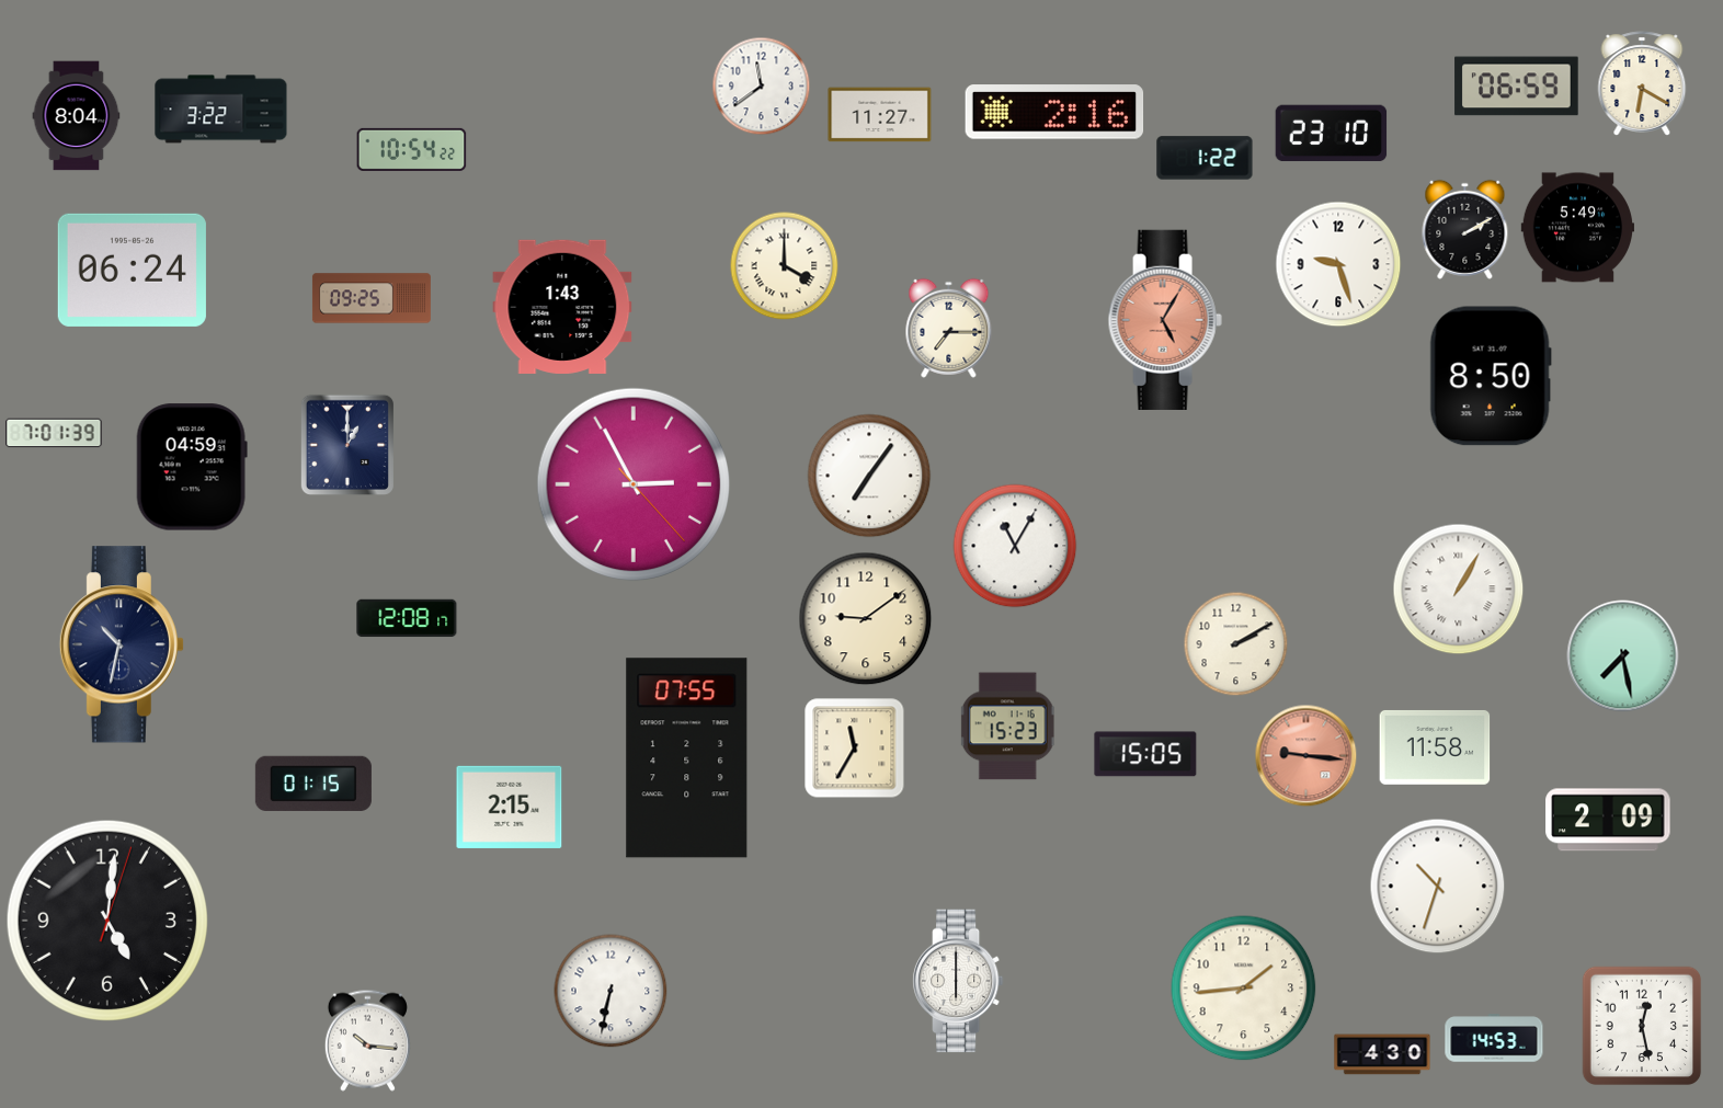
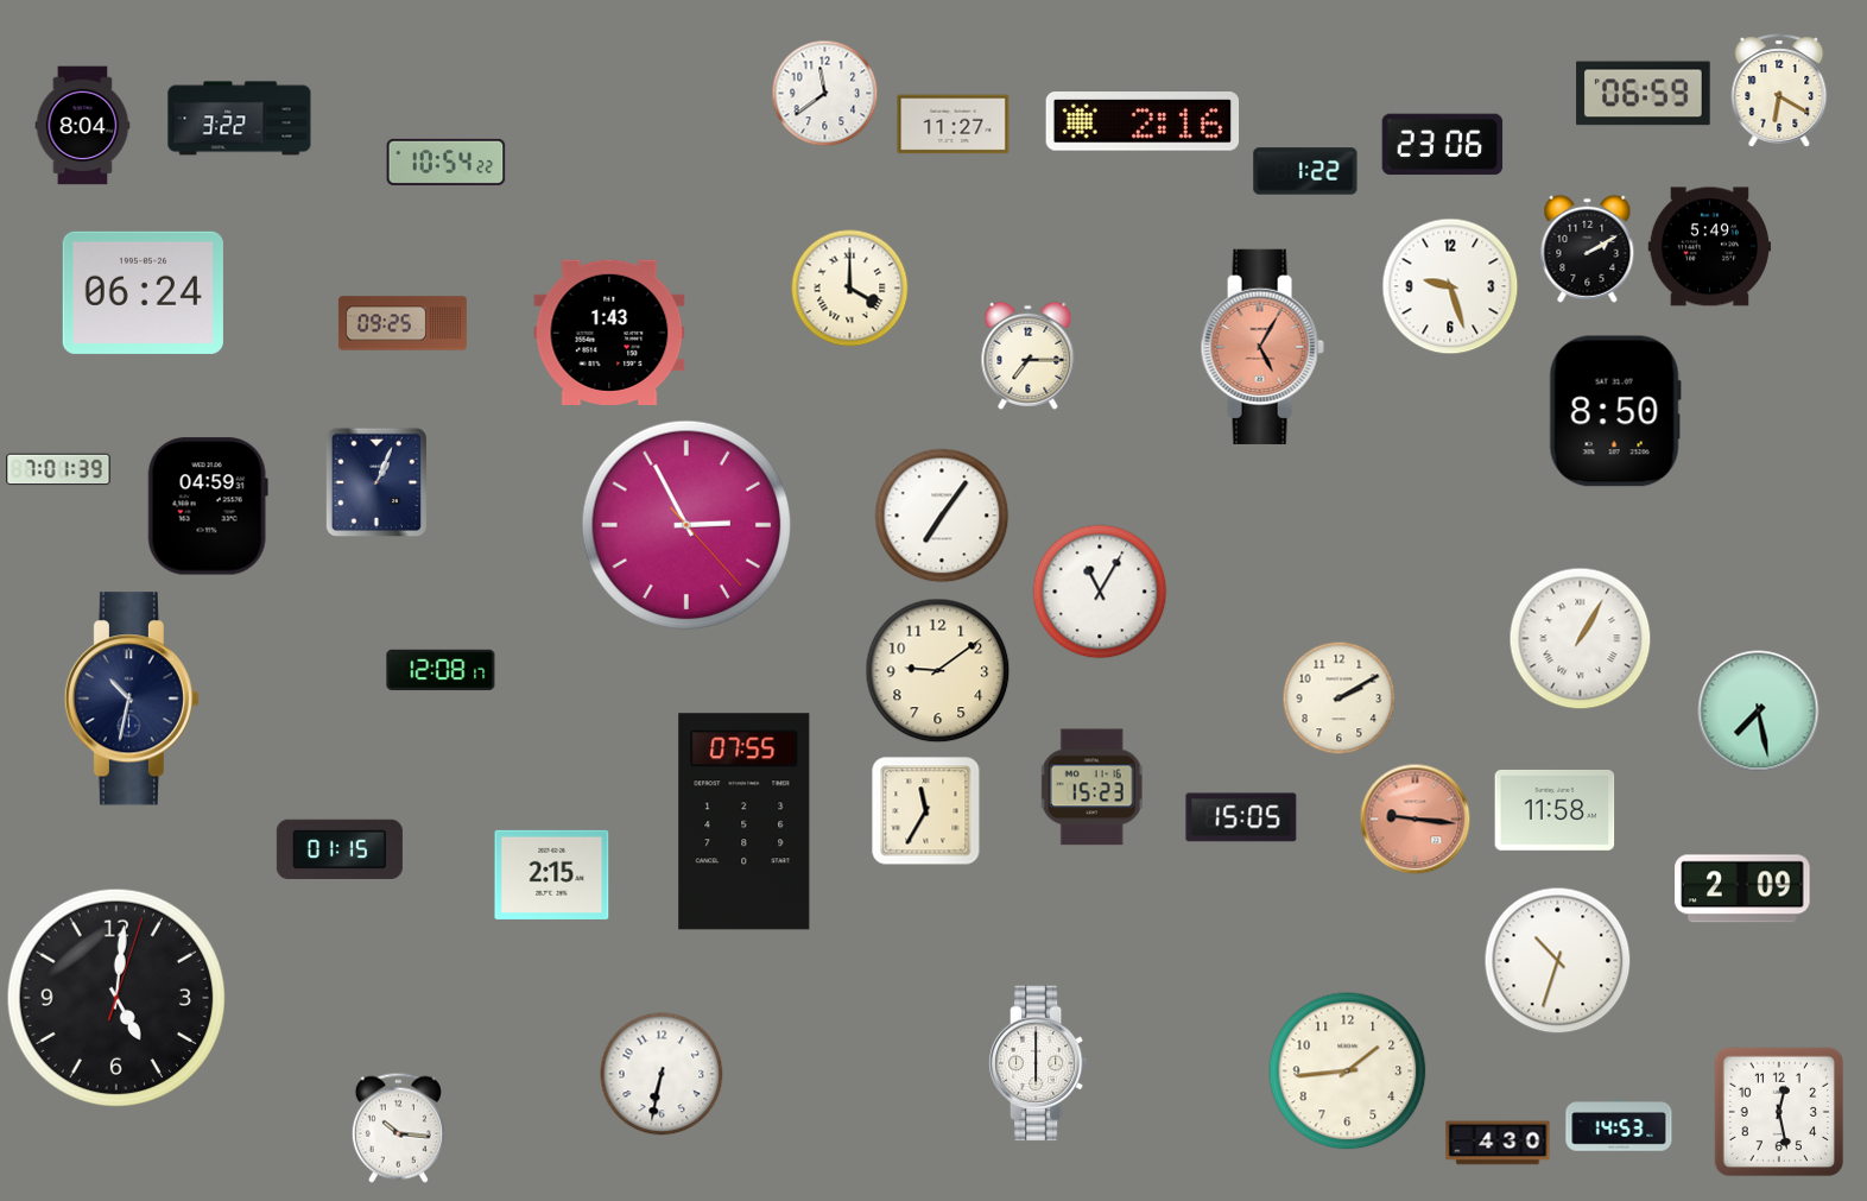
clock at (1332, 134): 23:10 -> 23:06
clock at (1491, 376) position: (1491, 376) -> (1615, 411)
clock at (347, 444): 1:00 -> 1:04
